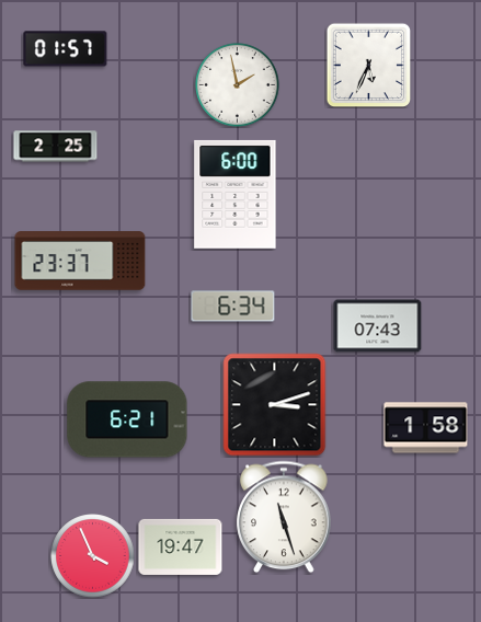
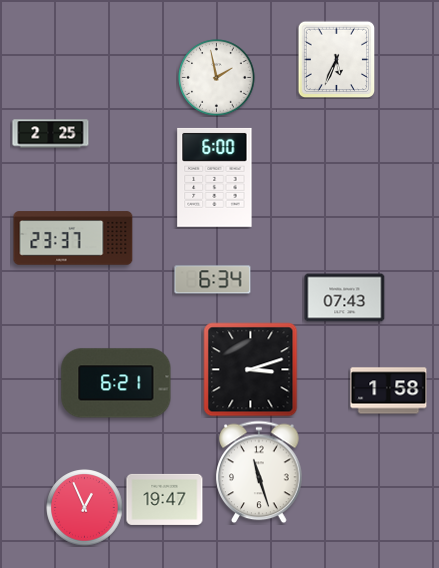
clock at (66, 49): 01:57 -> none
clock at (93, 556): 3:56 -> 12:56
